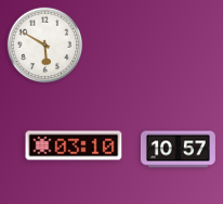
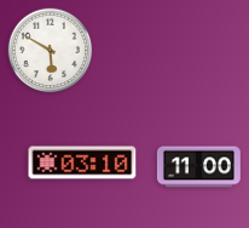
clock at (178, 150): 10:57 -> 11:00
